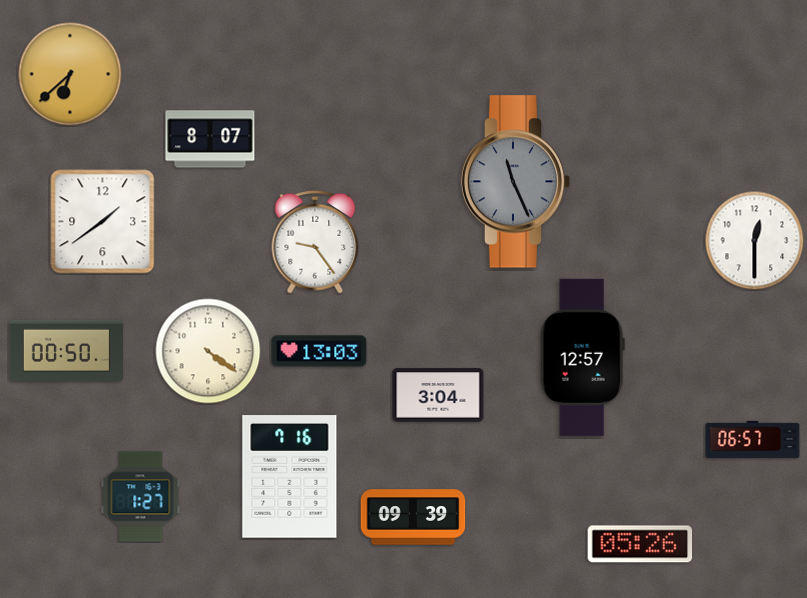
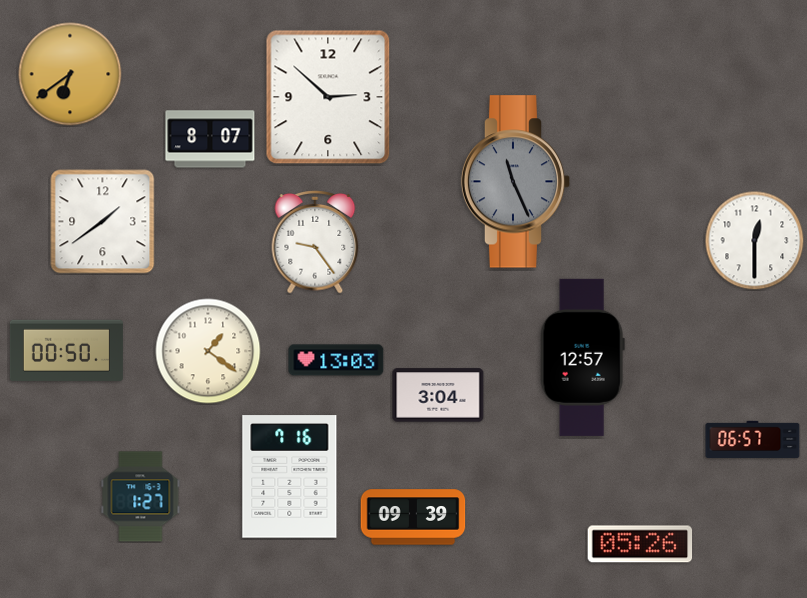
clock at (70, 74): 6:38 -> 6:39
clock at (328, 97): none -> 2:52
clock at (208, 351): 4:21 -> 1:21
clock at (319, 351) position: (319, 351) -> (336, 360)
